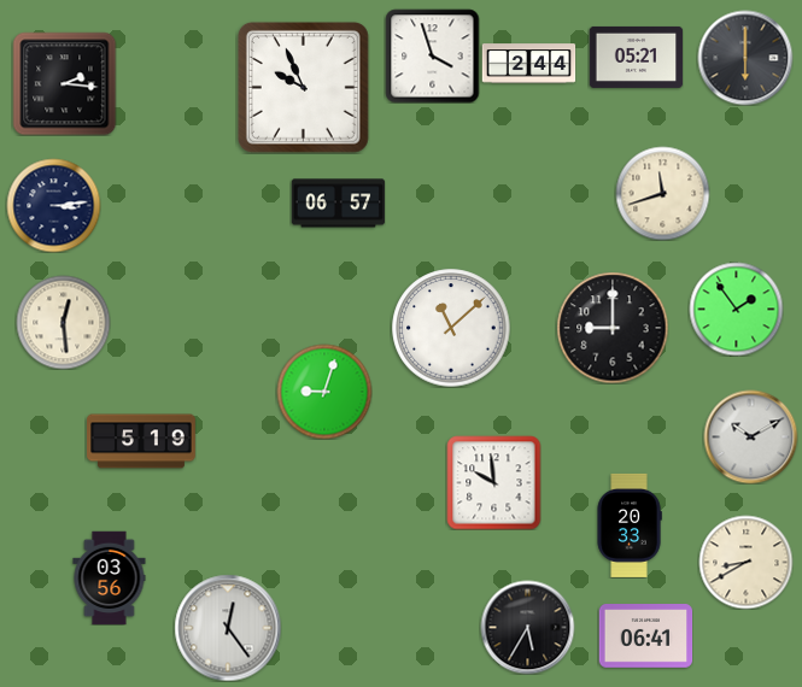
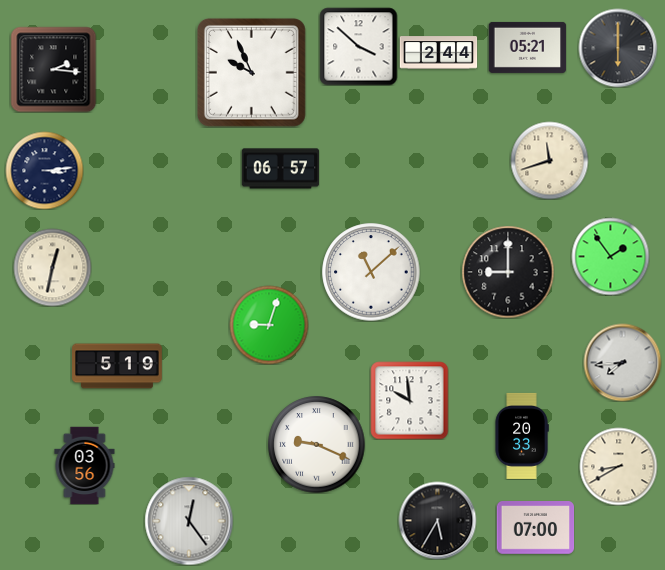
clock at (432, 55): 3:57 -> 3:52
clock at (63, 322): 12:29 -> 12:32
clock at (451, 328) position: (451, 328) -> (371, 272)
clock at (750, 436): 10:10 -> 7:44
clock at (317, 445): none -> 9:19
clock at (110, 577) position: (110, 577) -> (85, 465)
clock at (645, 636): 06:41 -> 07:00
